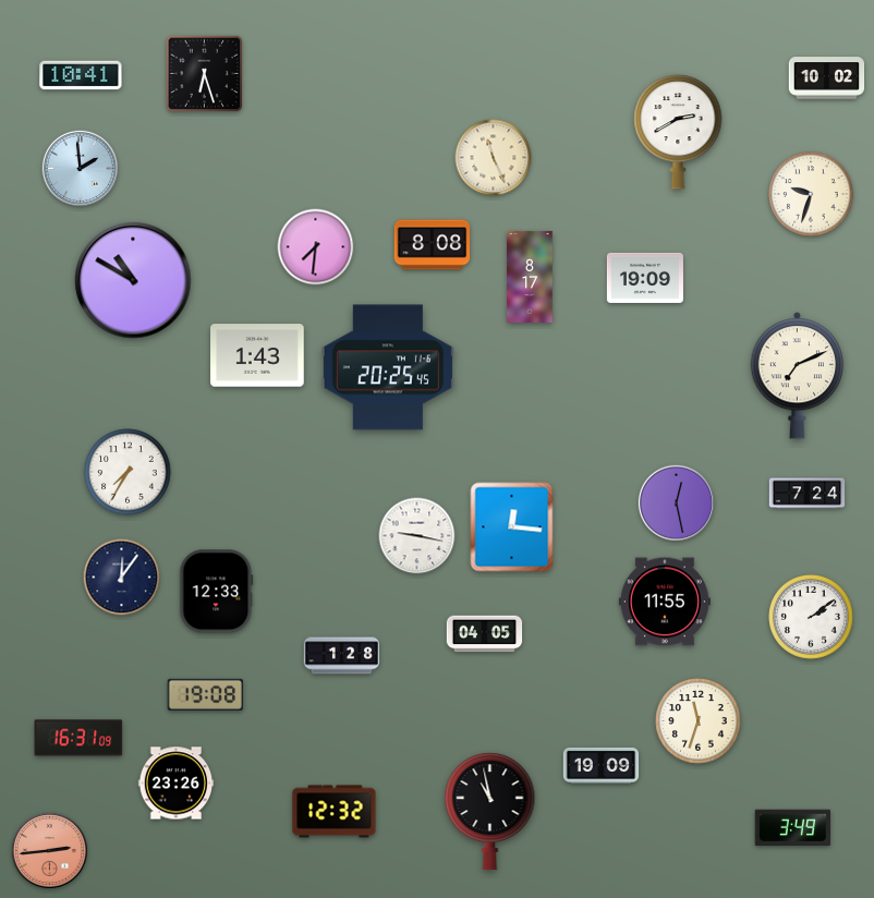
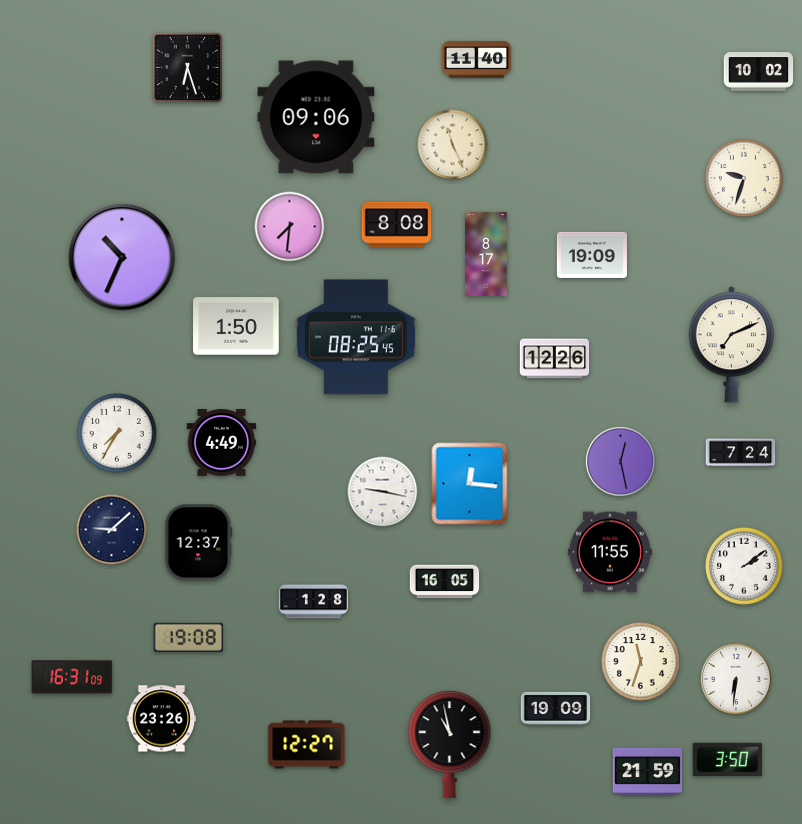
clock at (477, 59): none -> 11:40
clock at (81, 75): 10:41 -> none
clock at (316, 117): none -> 09:06
clock at (678, 132): 2:40 -> none
clock at (80, 168): 1:59 -> none
clock at (133, 280): 10:50 -> 10:34
clock at (257, 355): 1:43 -> 1:50
clock at (388, 367): 20:25 -> 08:25
clock at (555, 359): none -> 12:26
clock at (222, 443): none -> 4:49
clock at (122, 578): 12:06 -> 9:08
clock at (217, 592): 12:33 -> 12:37
clock at (485, 634): 04:05 -> 16:05
clock at (736, 679): none -> 6:31
clock at (602, 765) position: (602, 765) -> (556, 708)
clock at (335, 812): 12:32 -> 12:27
clock at (792, 828): 3:49 -> 3:50
clock at (648, 771): none -> 21:59
clock at (49, 850): 2:44 -> none
